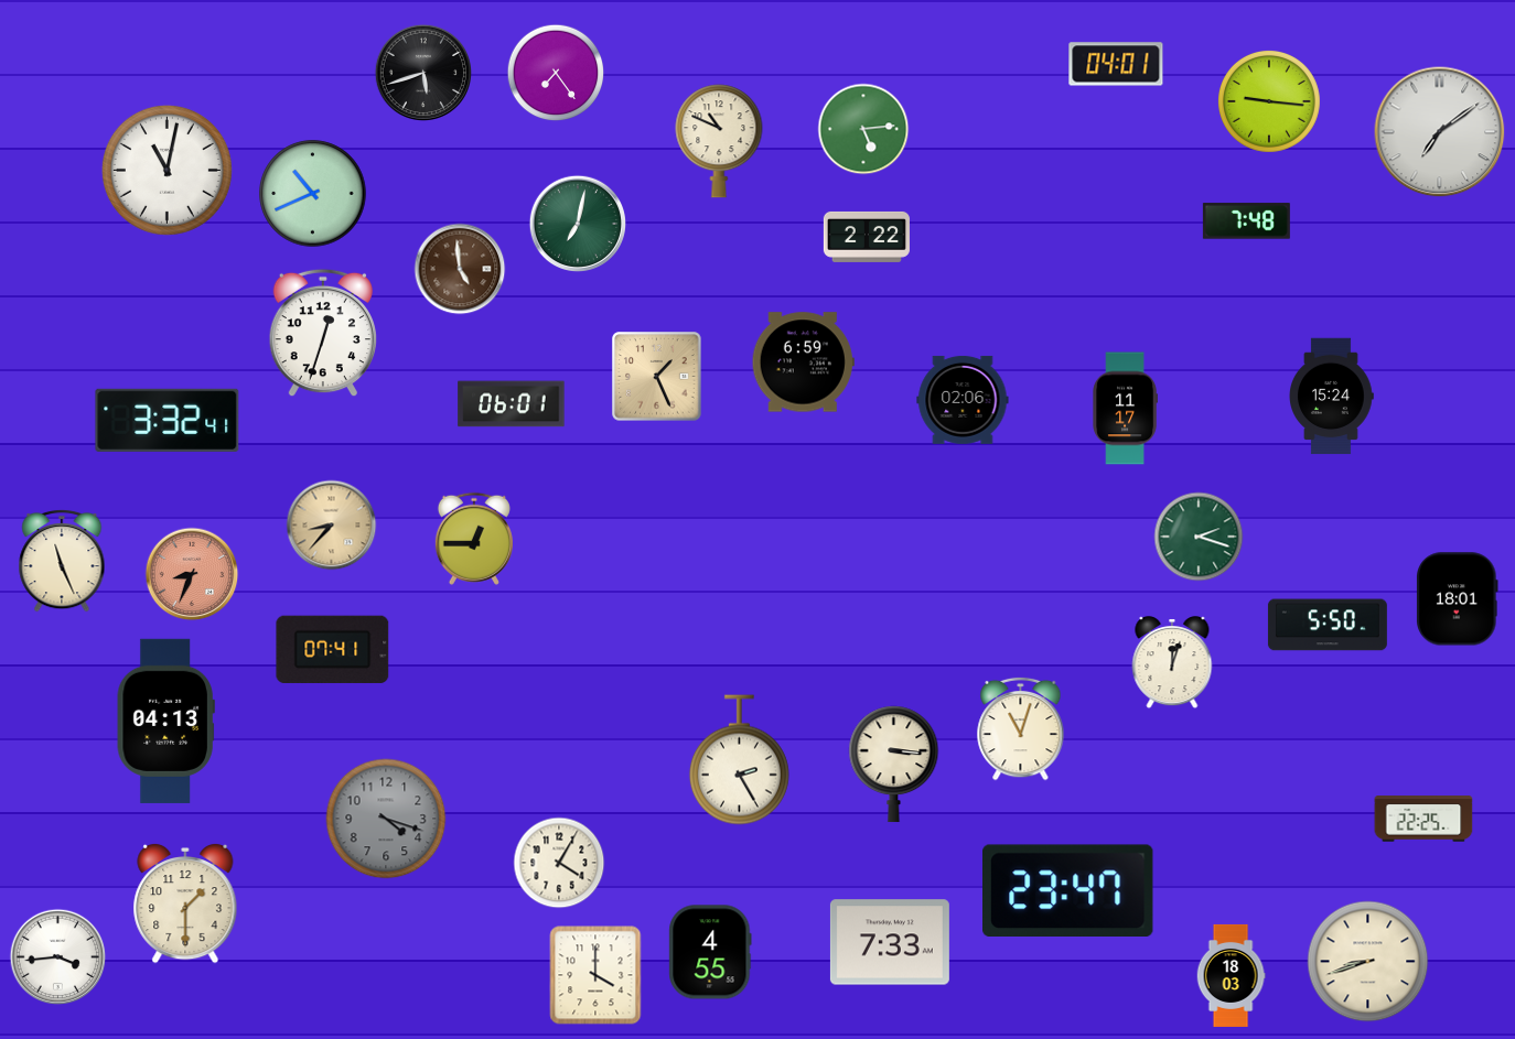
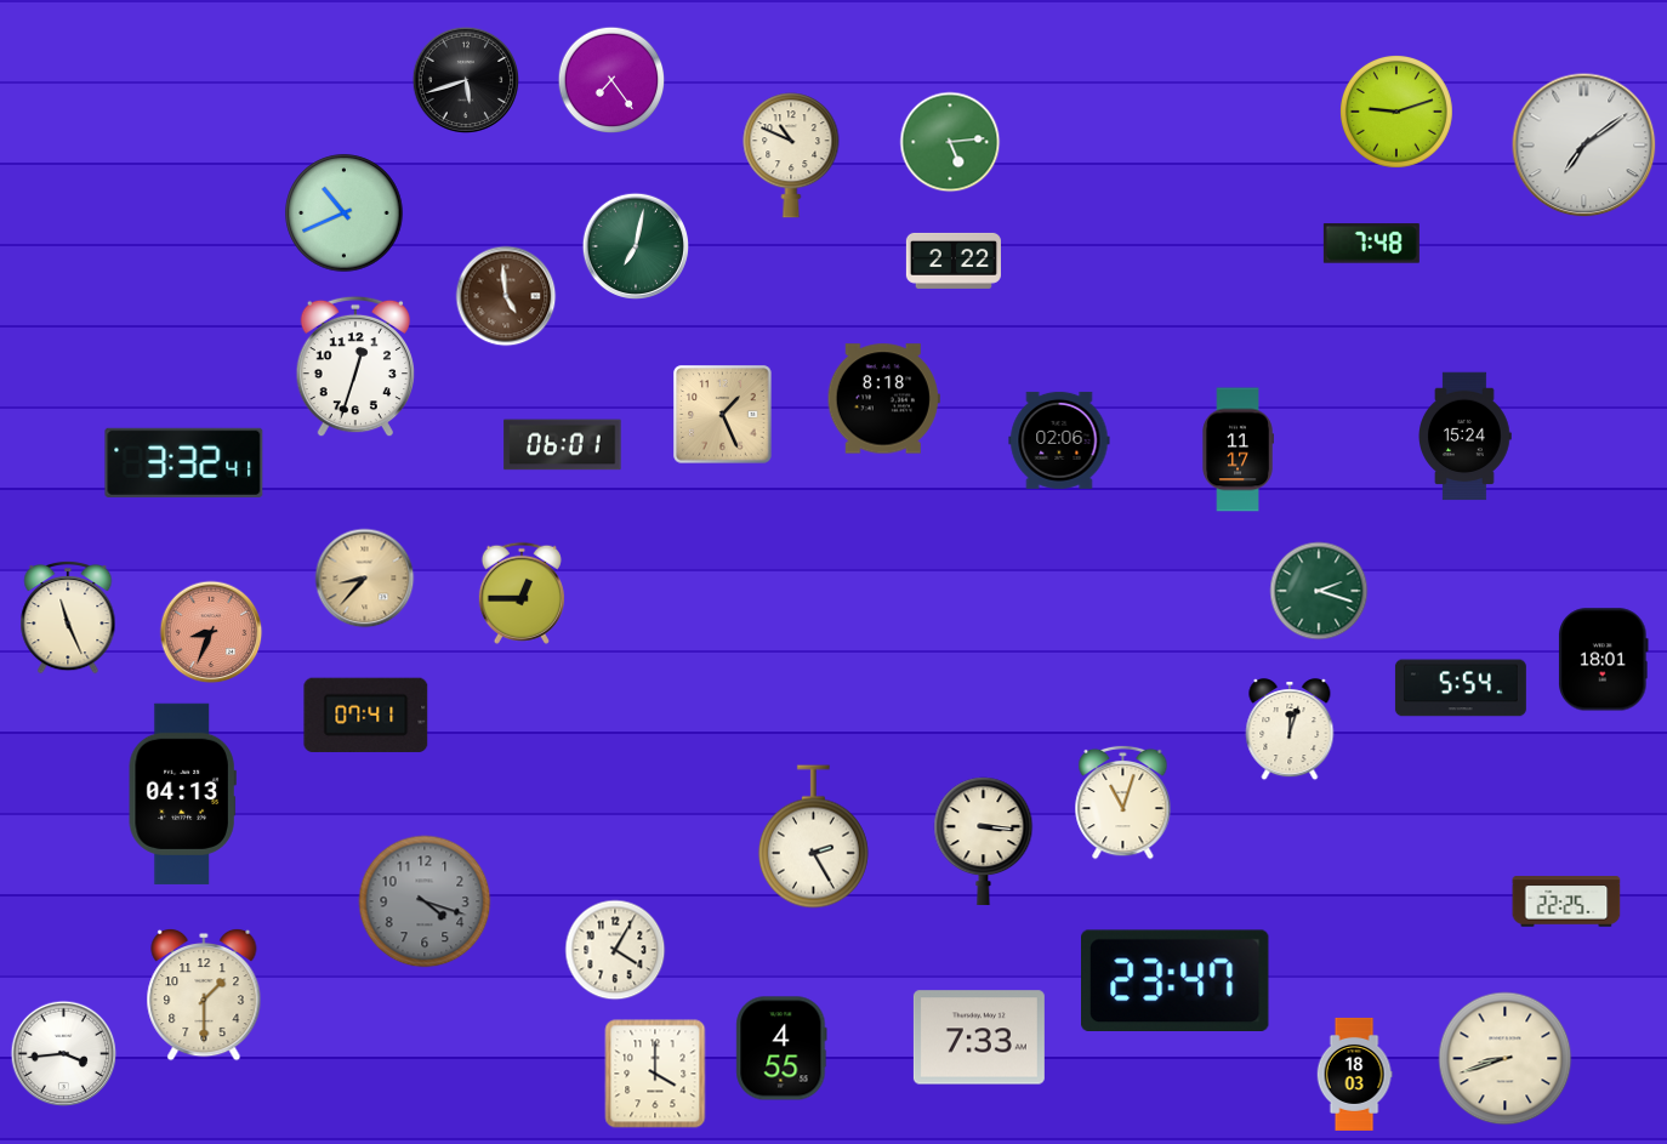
clock at (1116, 64): 04:01 -> none
clock at (1269, 101): 9:16 -> 9:12
clock at (166, 170): 11:02 -> none
clock at (803, 362): 6:59 -> 8:18
clock at (1328, 625): 5:50 -> 5:54
